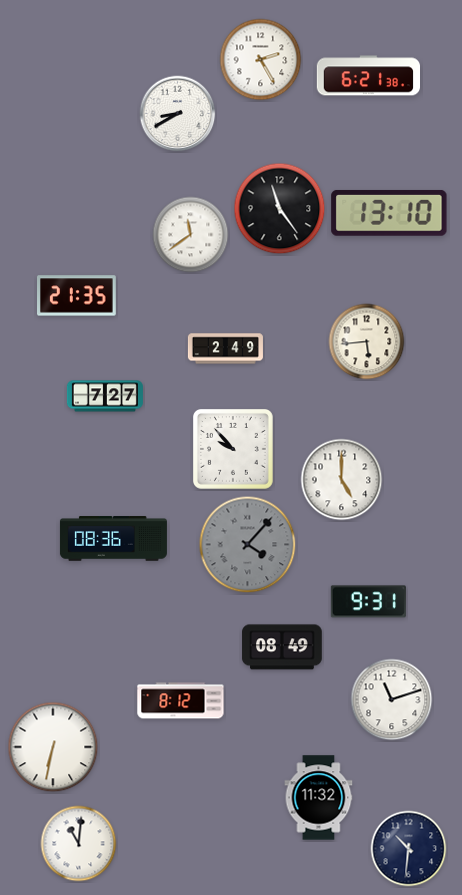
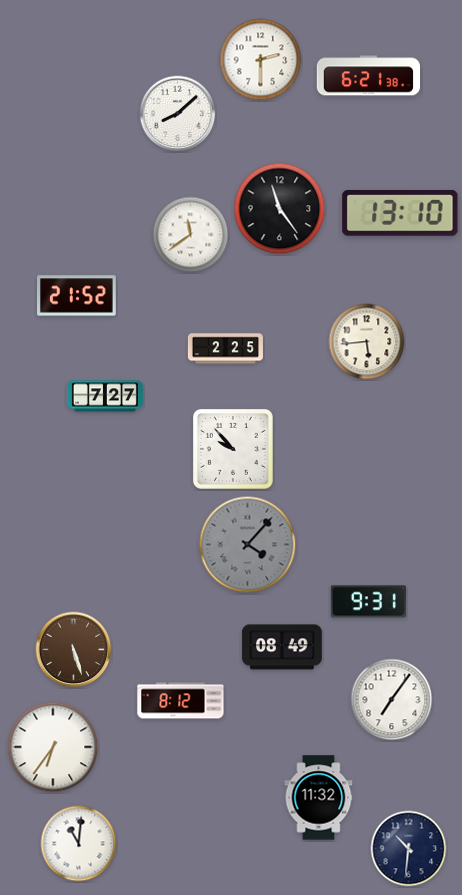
clock at (261, 60): 2:25 -> 2:30
clock at (178, 114): 8:40 -> 8:08
clock at (389, 213) position: (389, 213) -> (400, 213)
clock at (77, 296): 21:35 -> 21:52
clock at (225, 349): 2:49 -> 2:25
clock at (342, 480): 5:00 -> none
clock at (113, 539): 08:36 -> none
clock at (74, 650): none -> 5:27
clock at (392, 700): 11:12 -> 7:06
clock at (53, 747): 6:32 -> 6:36
